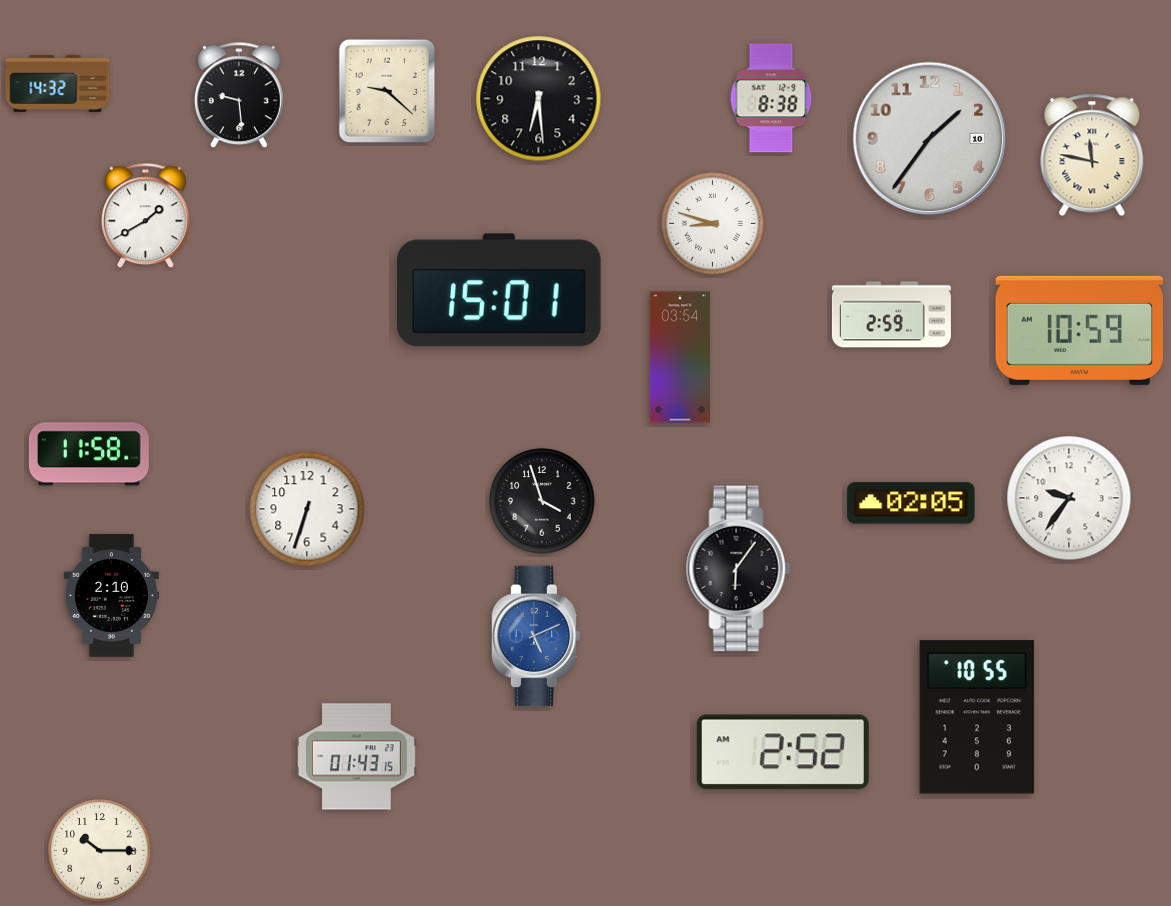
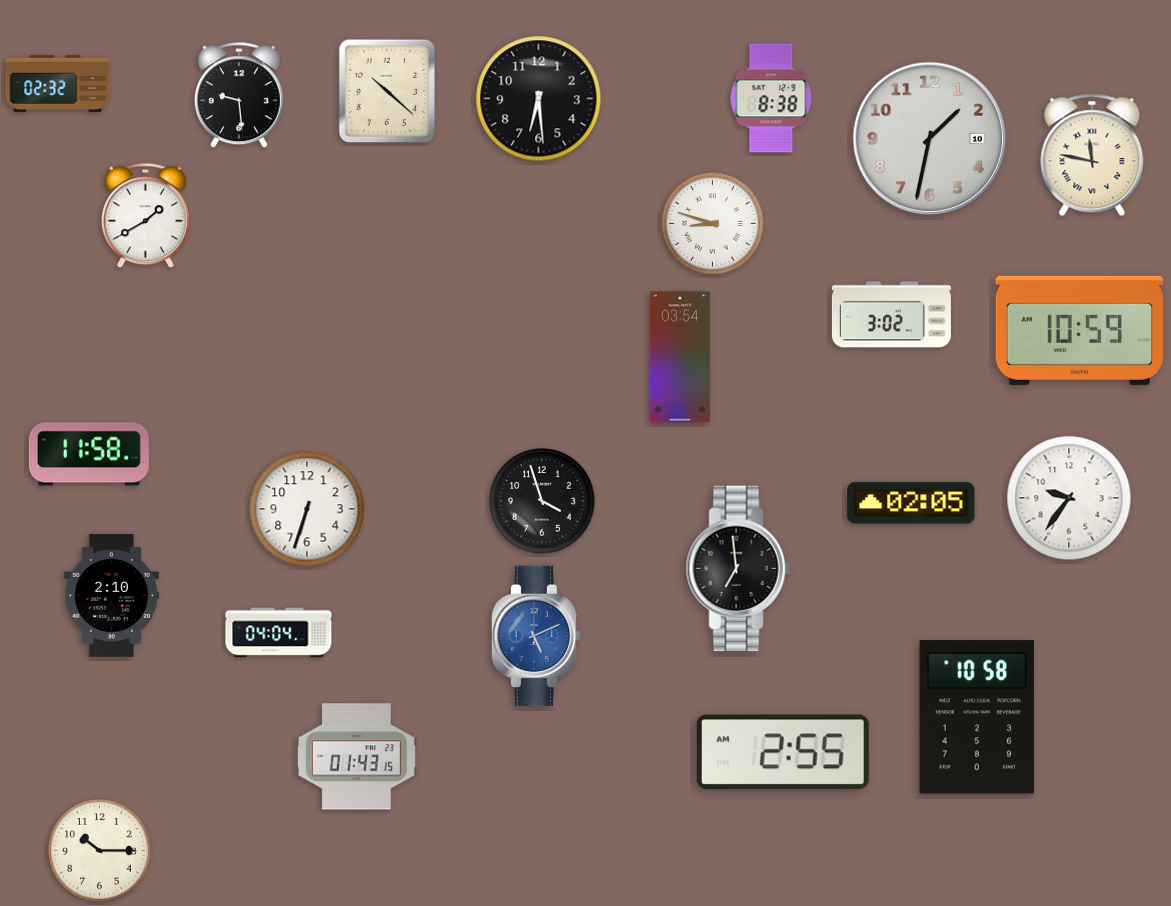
clock at (58, 83): 14:32 -> 02:32
clock at (387, 91): 9:22 -> 10:22
clock at (929, 138): 1:36 -> 1:32
clock at (500, 290): 15:01 -> none
clock at (891, 315): 2:59 -> 3:02
clock at (738, 569): 6:06 -> 6:59
clock at (279, 633): none -> 04:04
clock at (977, 717): 10:55 -> 10:58
clock at (783, 752): 2:52 -> 2:55
